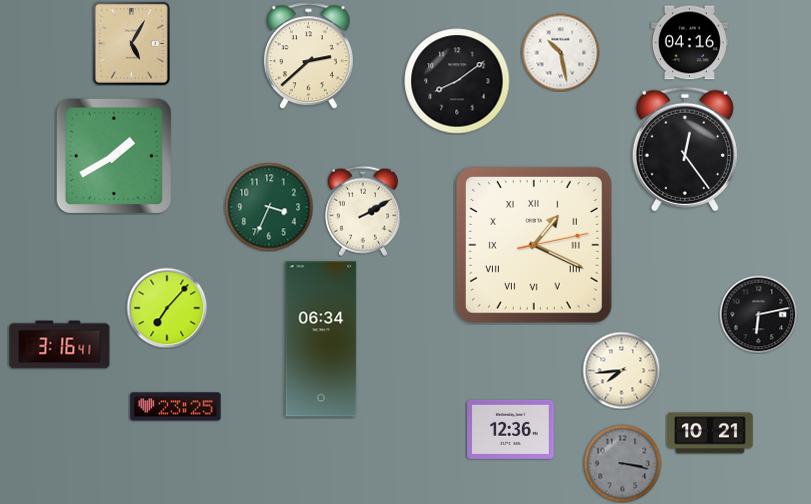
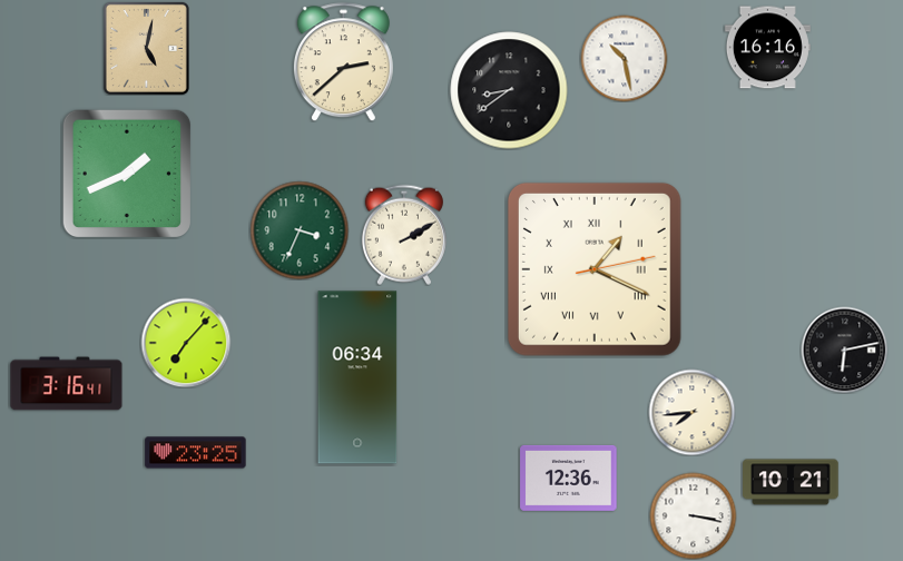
clock at (131, 43): 5:05 -> 5:02
clock at (689, 43): 04:16 -> 16:16
clock at (457, 81): 8:09 -> 8:39
clock at (685, 149): 12:24 -> none
clock at (113, 156): 1:40 -> 1:41
clock at (534, 245) position: (534, 245) -> (595, 269)
clock at (622, 463) dial: grey -> white
